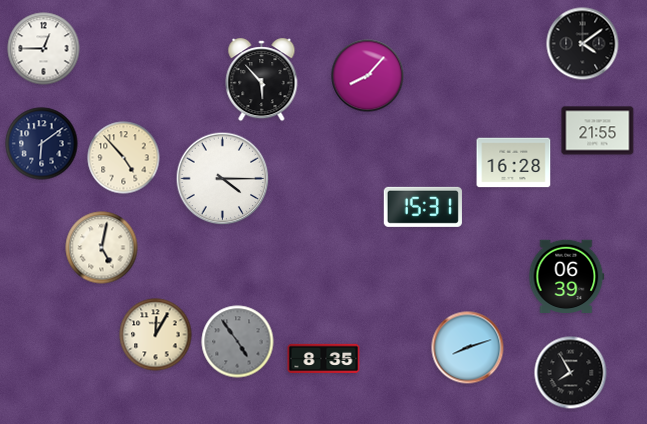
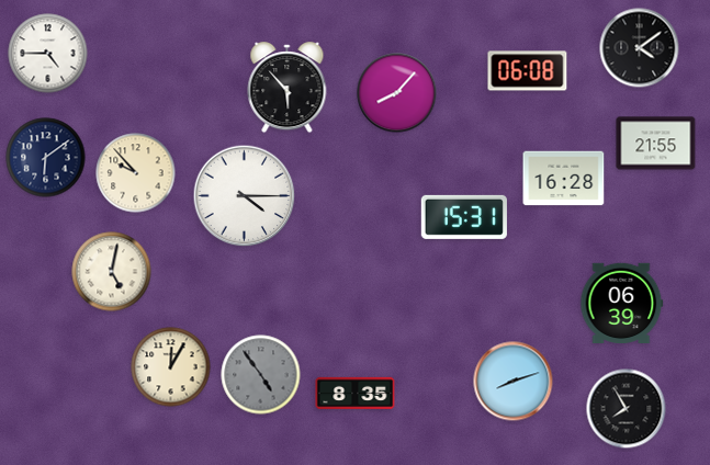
clock at (44, 49): 12:45 -> 4:45
clock at (528, 71): none -> 06:08
clock at (368, 76) position: (368, 76) -> (397, 93)
clock at (124, 158): 4:53 -> 9:53
clock at (423, 207) position: (423, 207) -> (464, 217)
